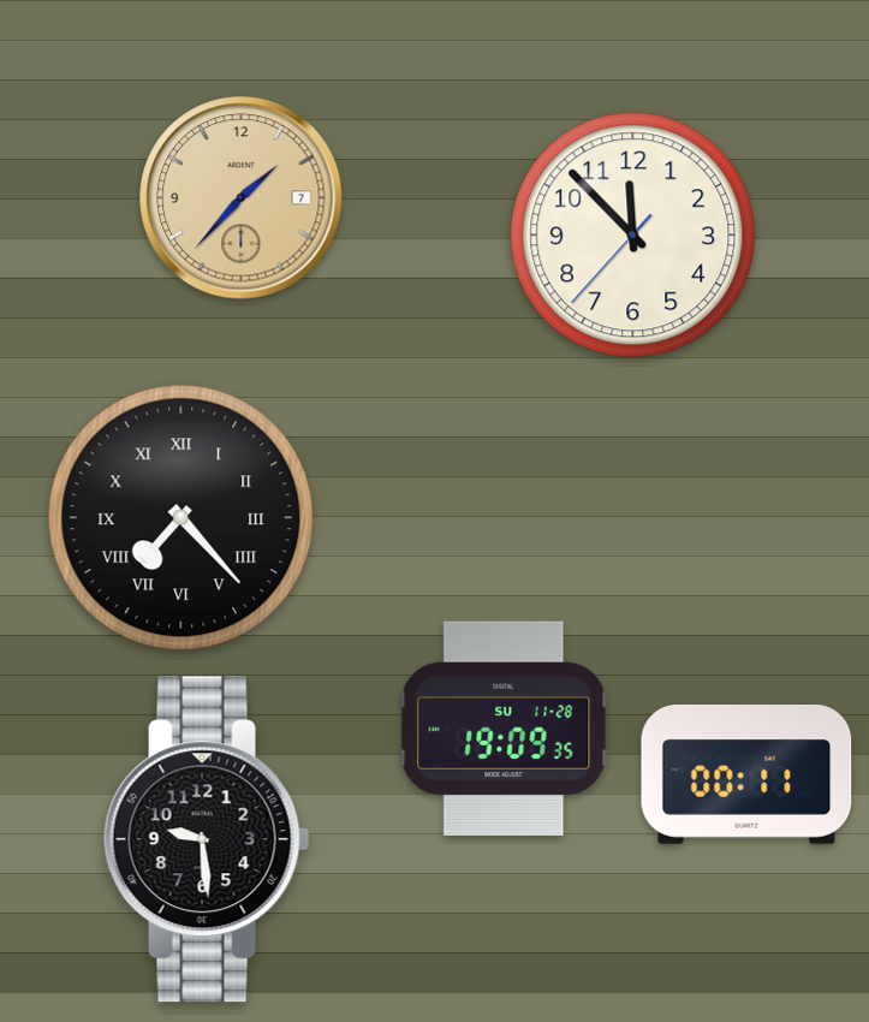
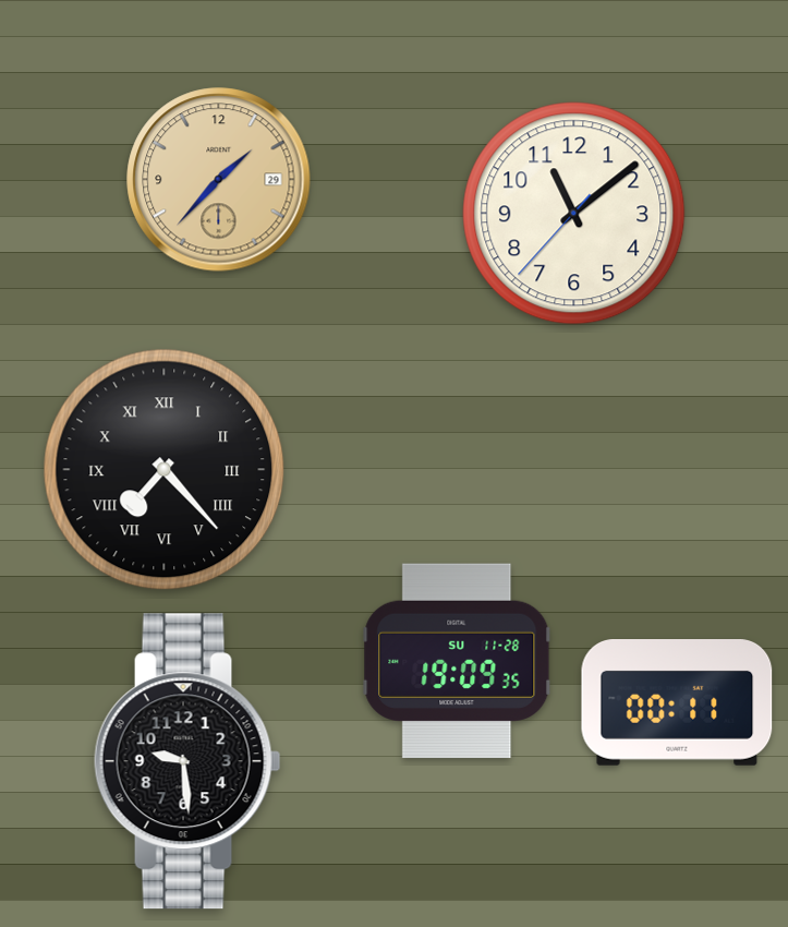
clock at (242, 198) date: 7 -> 29
clock at (633, 236): 11:52 -> 11:08
